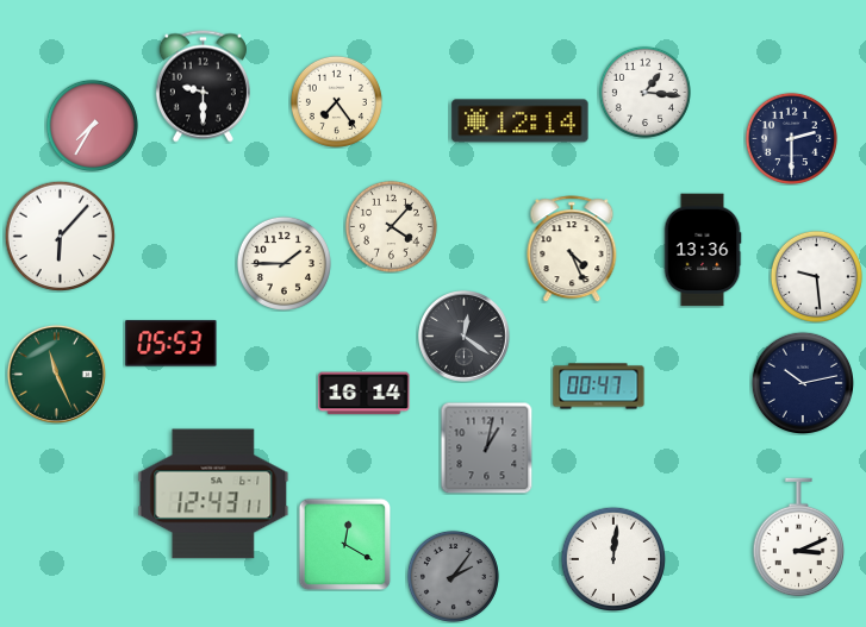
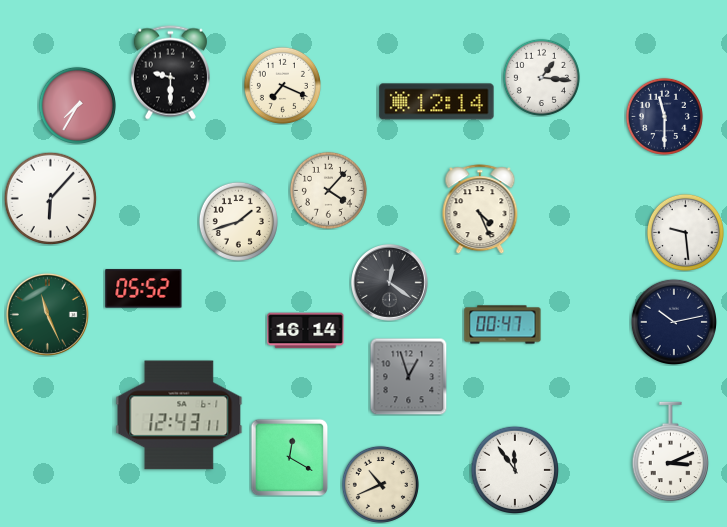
clock at (336, 101): 7:24 -> 7:19
clock at (791, 138): 2:30 -> 11:30
clock at (703, 250): 13:36 -> none
clock at (284, 263): 1:45 -> 1:42
clock at (172, 344): 05:53 -> 05:52
clock at (486, 447): 1:02 -> 12:57
clock at (612, 558): 12:01 -> 11:54
clock at (453, 576): 2:06 -> 10:41
clock at (453, 576) dial: grey -> cream
